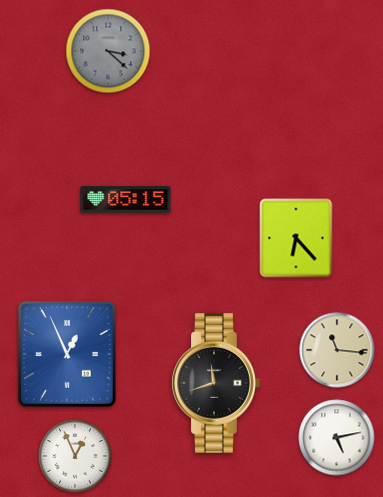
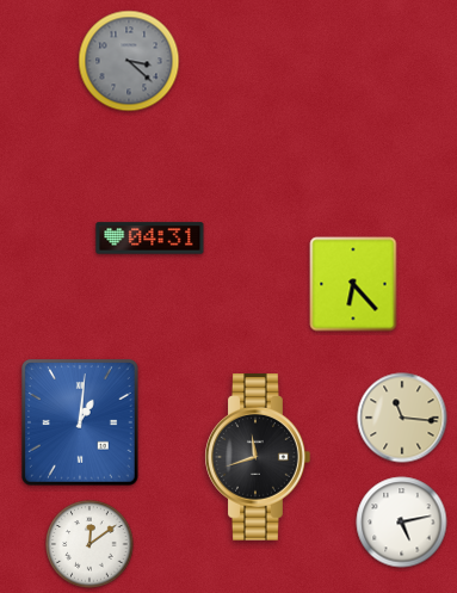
clock at (126, 200): 05:15 -> 04:31
clock at (68, 355): 12:56 -> 1:01
clock at (75, 456): 12:56 -> 12:09
